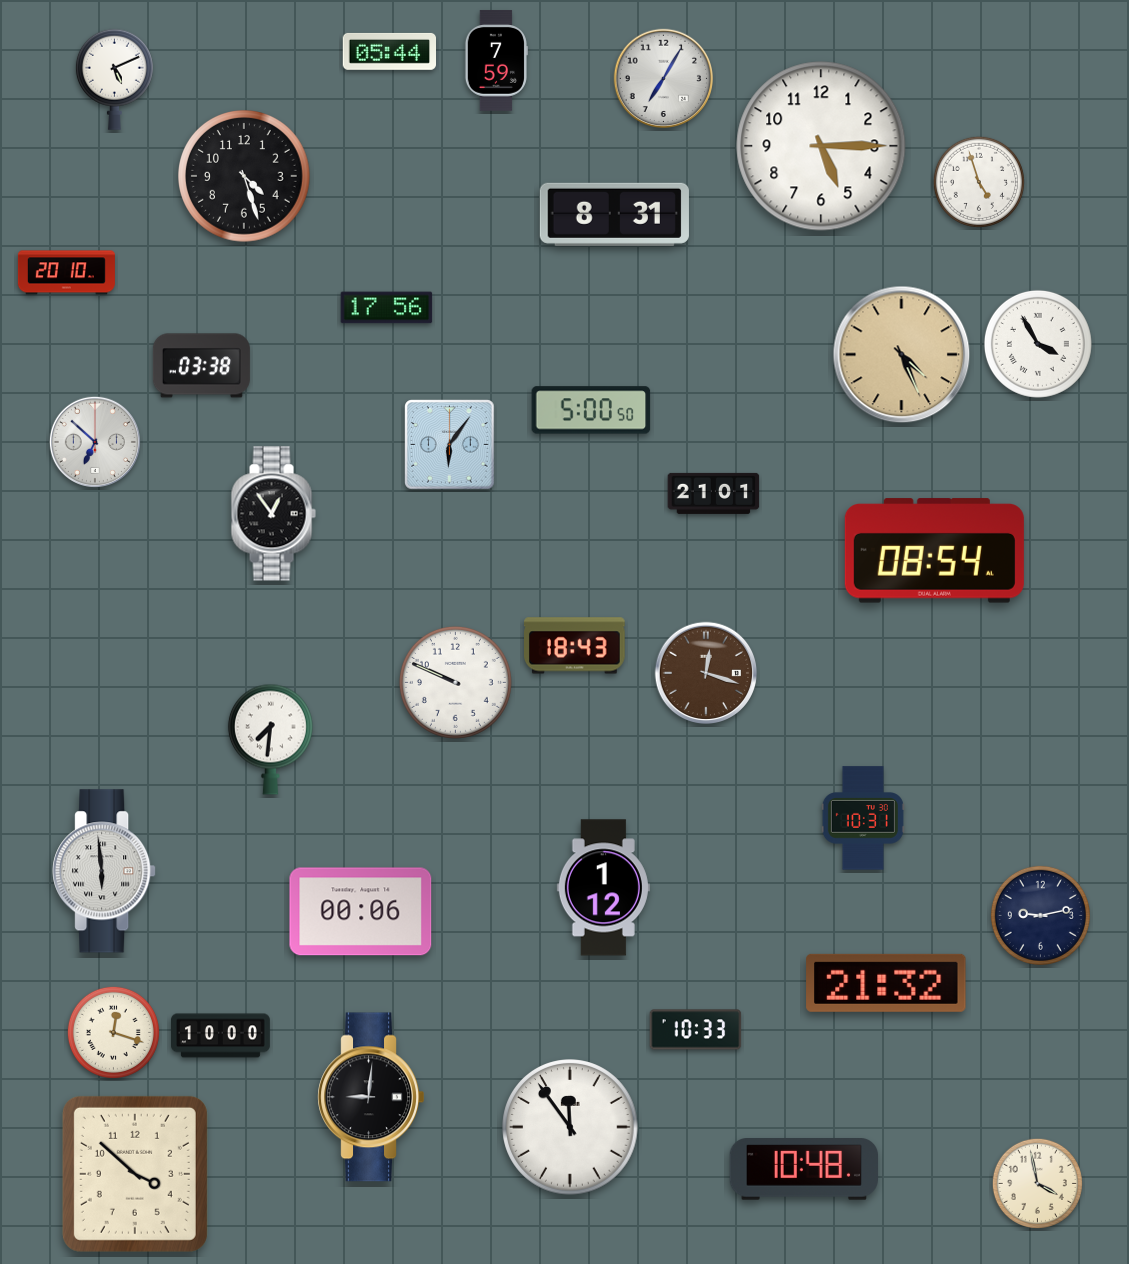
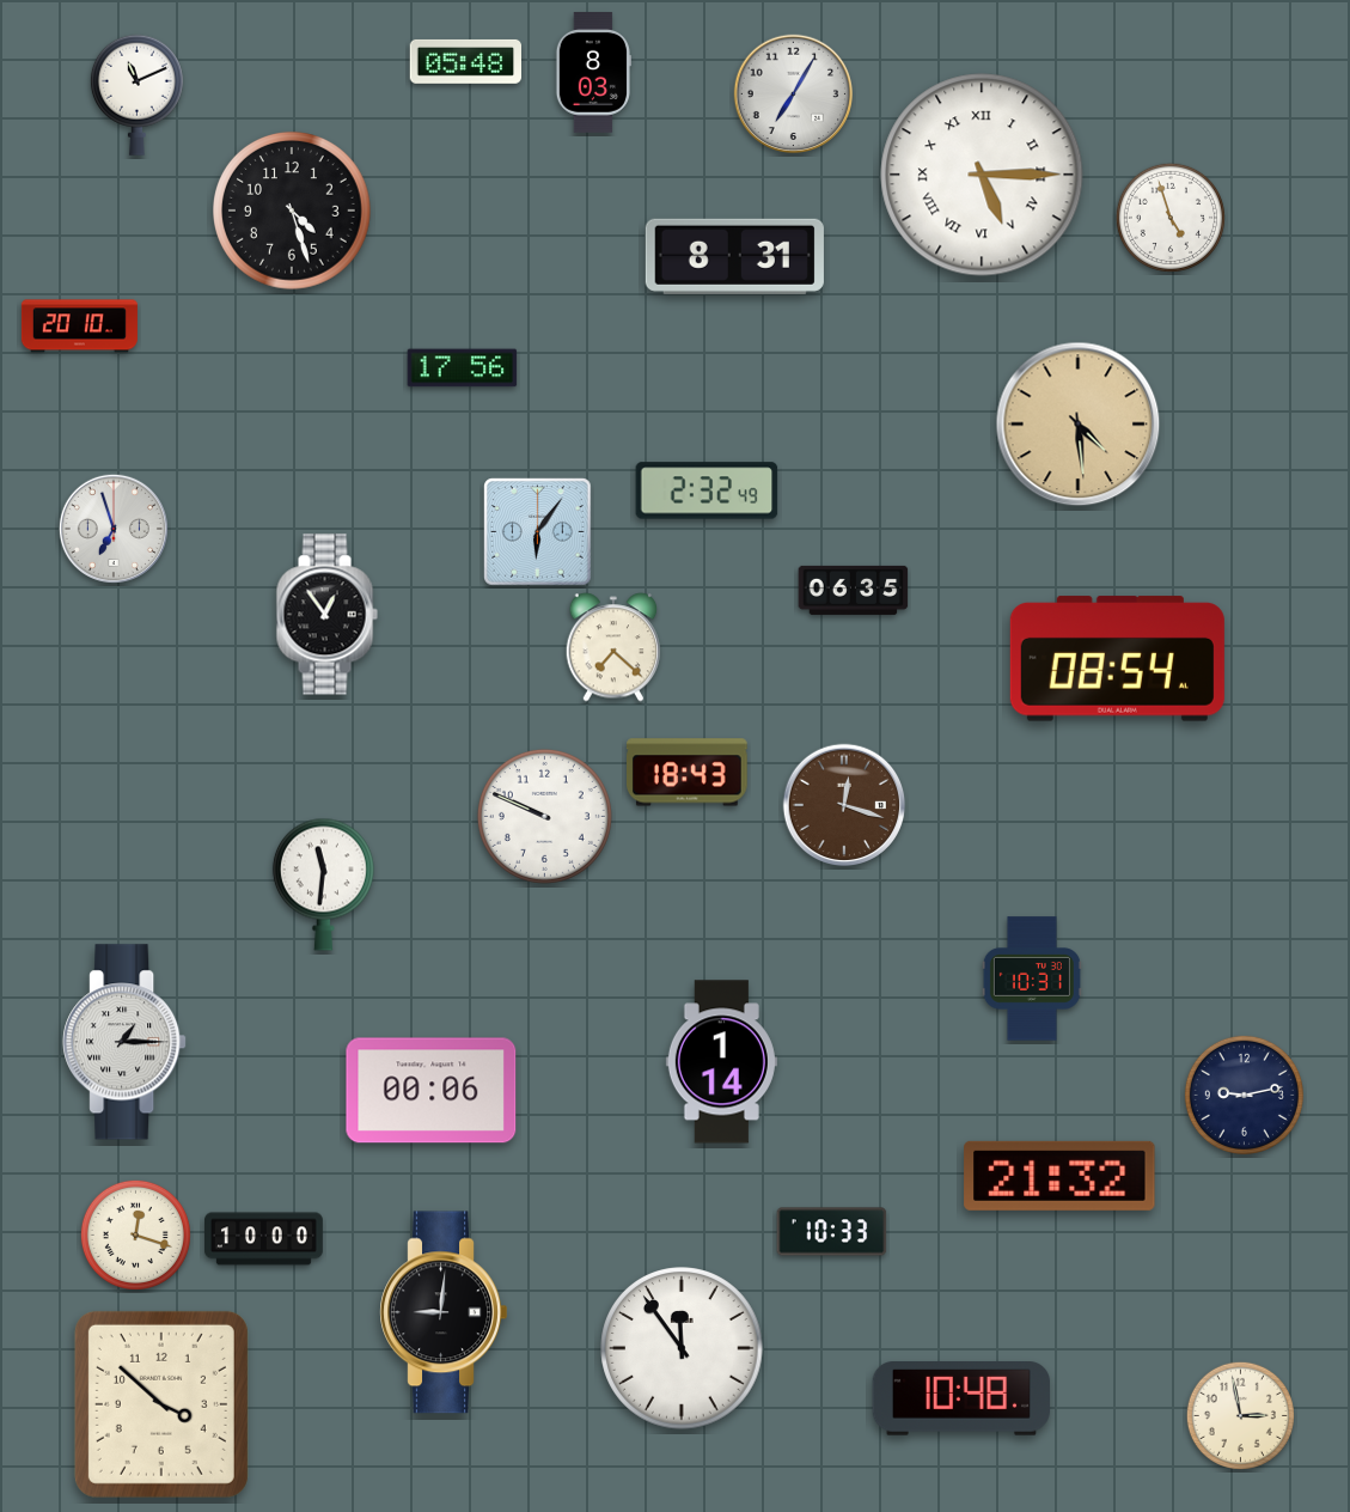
clock at (389, 51): 05:44 -> 05:48
clock at (496, 61): 7:59 -> 8:03
clock at (114, 79): 5:11 -> 11:11
clock at (821, 146) numerals: Arabic -> Roman
clock at (1038, 344): 3:55 -> none
clock at (902, 355): 4:26 -> 4:29
clock at (201, 366): 03:38 -> none
clock at (591, 410): 5:00 -> 2:32
clock at (95, 442): 6:52 -> 6:57
clock at (714, 493): 21:01 -> 06:35
clock at (613, 647): none -> 7:22
clock at (270, 739): 7:31 -> 11:31
clock at (104, 871): 5:59 -> 1:15
clock at (603, 888): 1:12 -> 1:14
clock at (1037, 1183): 3:58 -> 2:58
